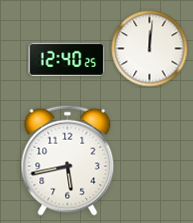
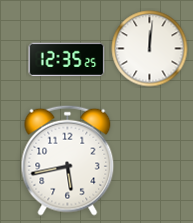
clock at (67, 59): 12:40 -> 12:35
